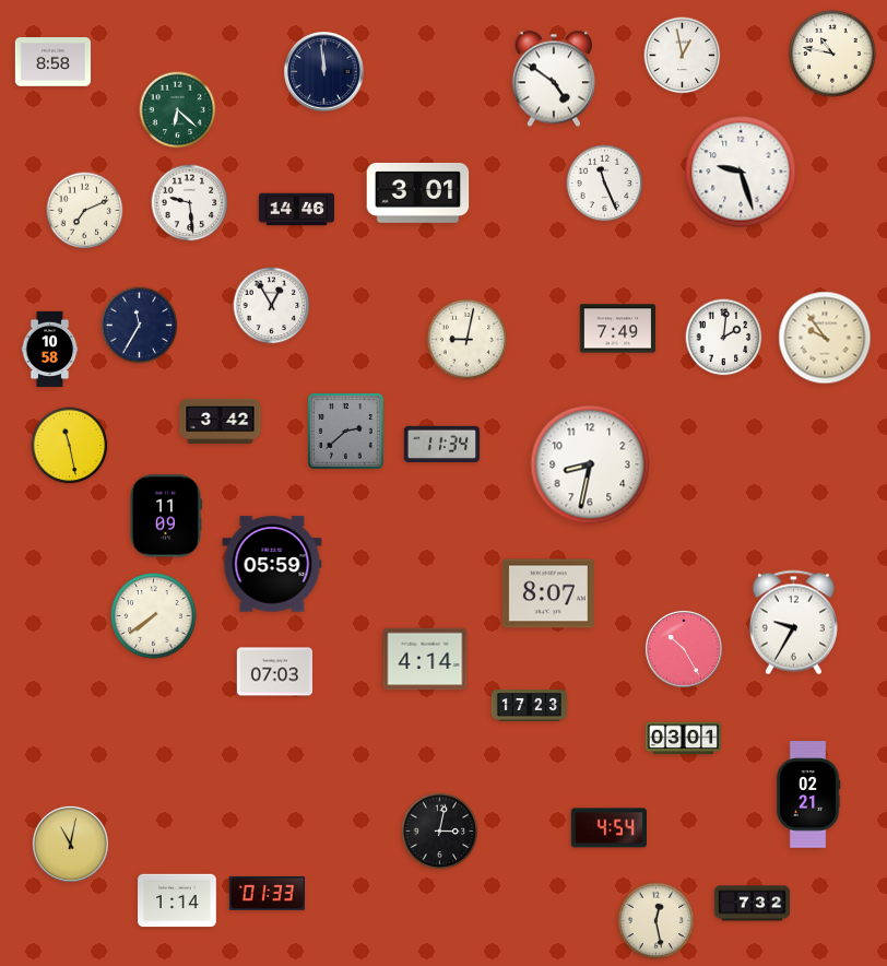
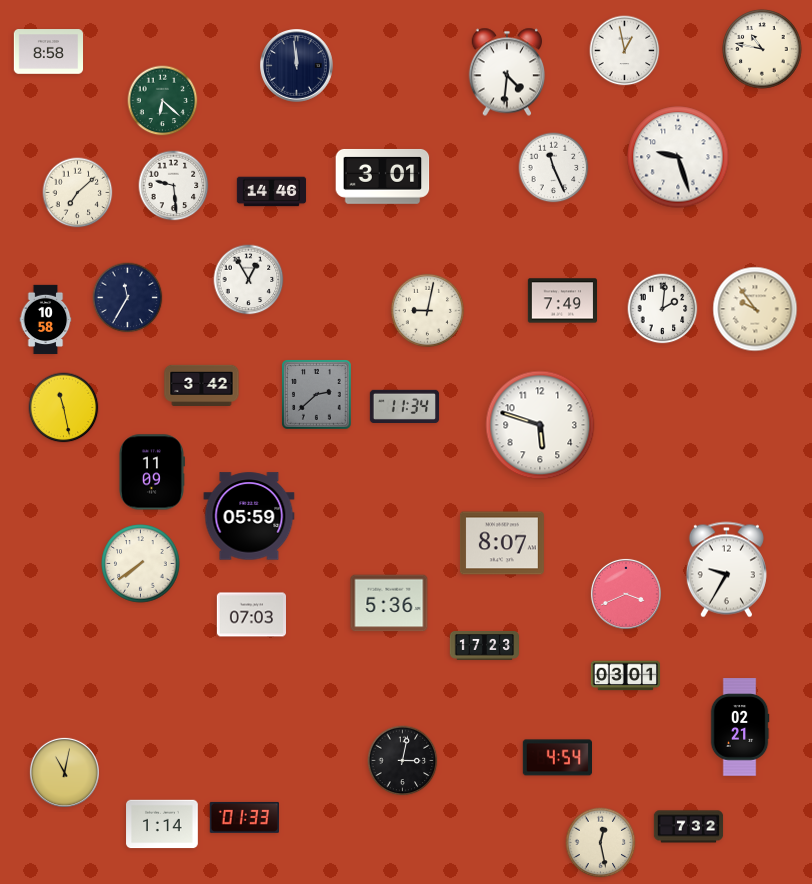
clock at (54, 62) position: (54, 62) -> (49, 52)
clock at (554, 79): 4:51 -> 4:31
clock at (85, 211): 7:11 -> 7:08
clock at (618, 329) position: (618, 329) -> (563, 301)
clock at (590, 464): 8:32 -> 5:48
clock at (684, 649): 10:25 -> 3:41
clock at (425, 659): 4:14 -> 5:36
